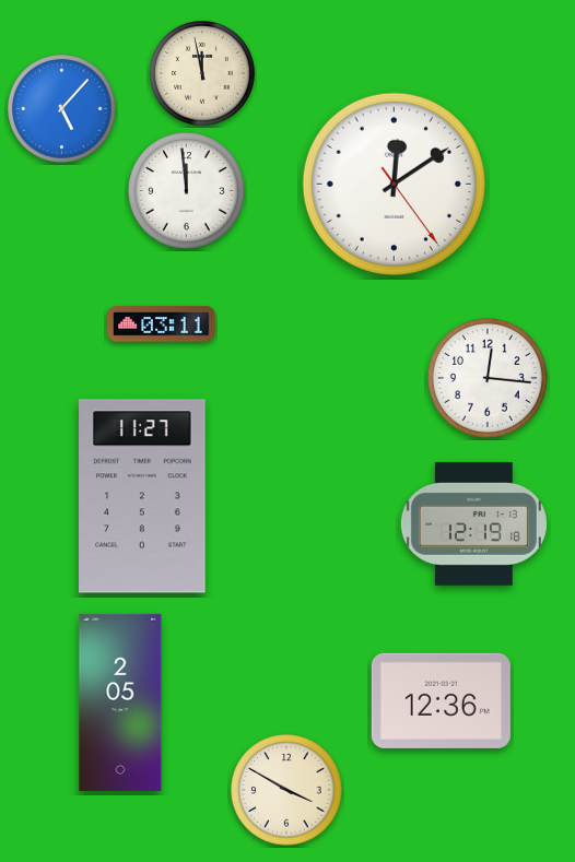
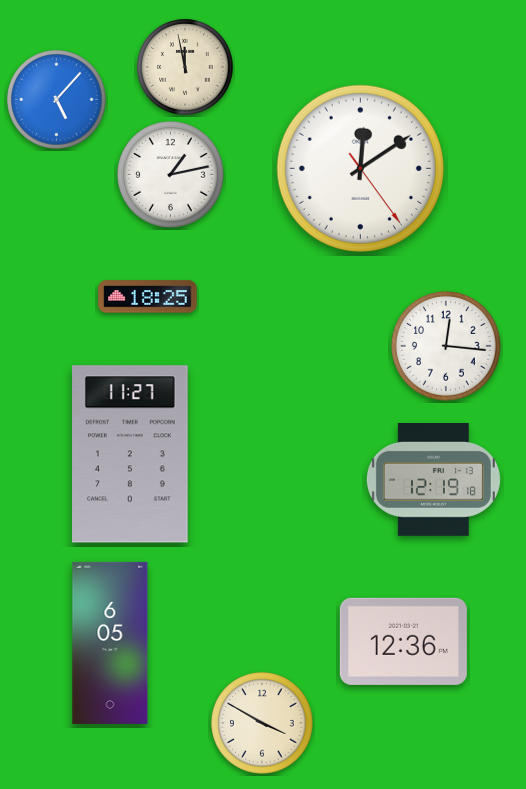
clock at (187, 191): 11:59 -> 1:13
clock at (162, 324): 03:11 -> 18:25
clock at (120, 702): 2:05 -> 6:05
